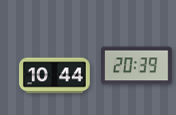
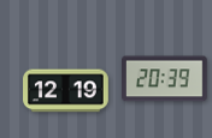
clock at (55, 76): 10:44 -> 12:19
